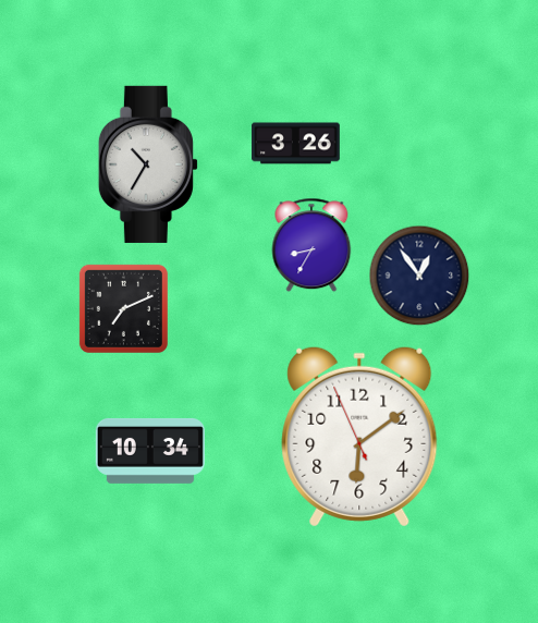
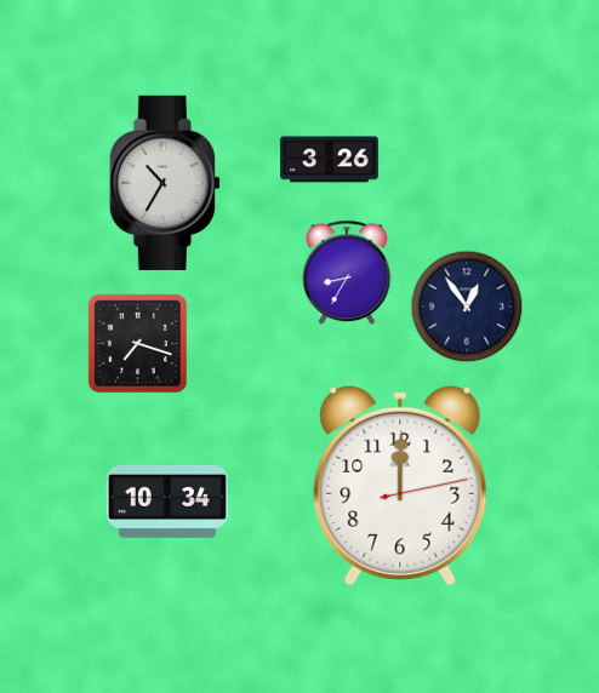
clock at (123, 308): 7:11 -> 7:18
clock at (359, 437): 6:08 -> 12:00
